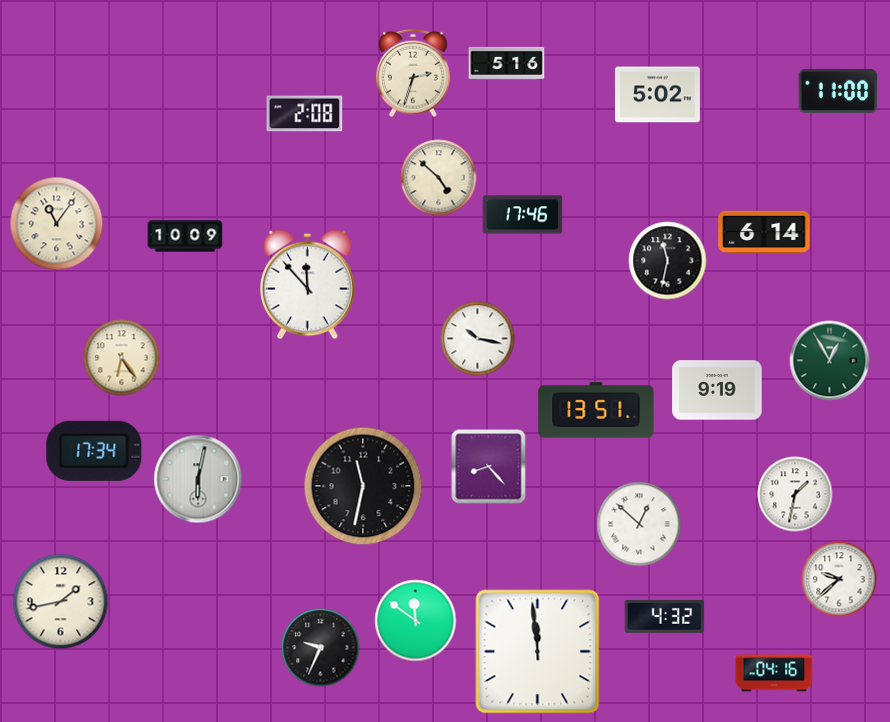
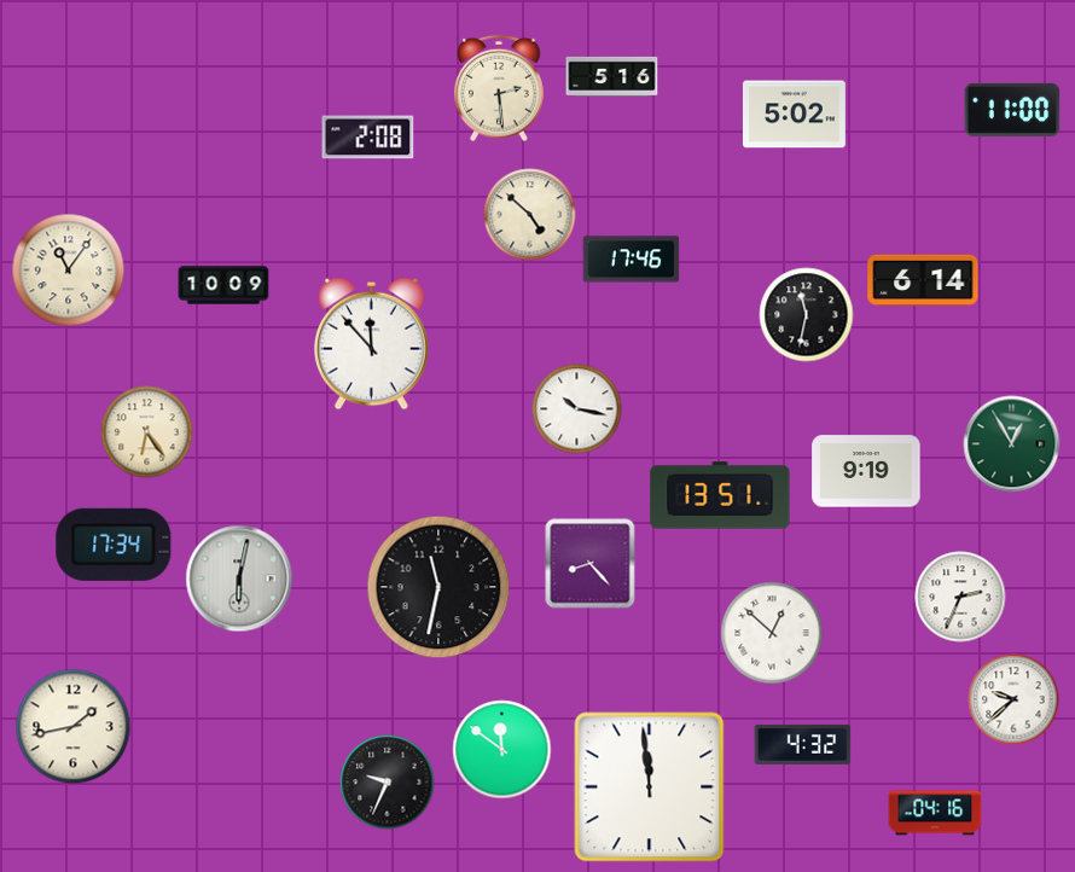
clock at (414, 73): 2:33 -> 2:29
clock at (830, 361) position: (830, 361) -> (1012, 444)
clock at (795, 494): 1:32 -> 2:34
